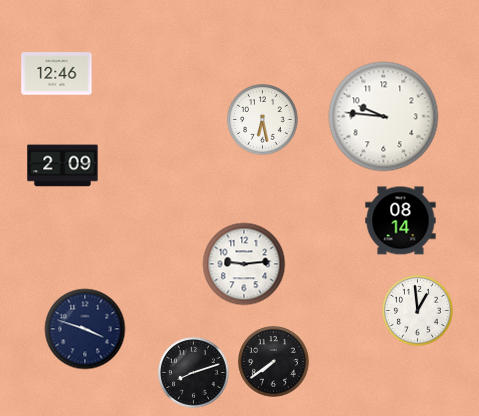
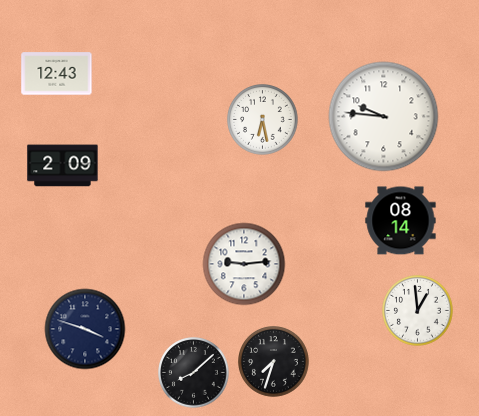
clock at (57, 74): 12:46 -> 12:43
clock at (274, 362): 7:39 -> 7:33
clock at (194, 373): 8:12 -> 8:08
